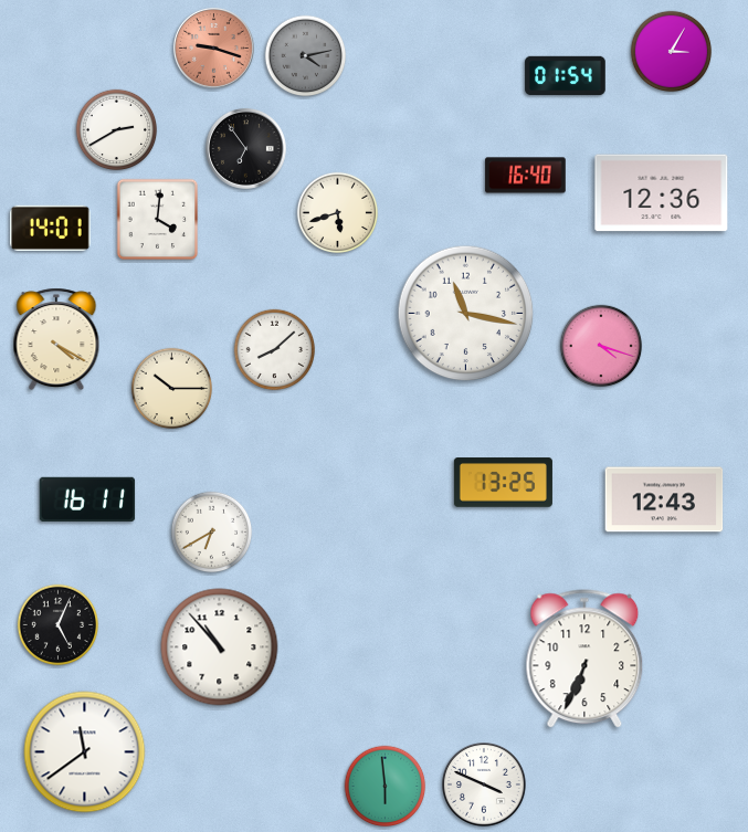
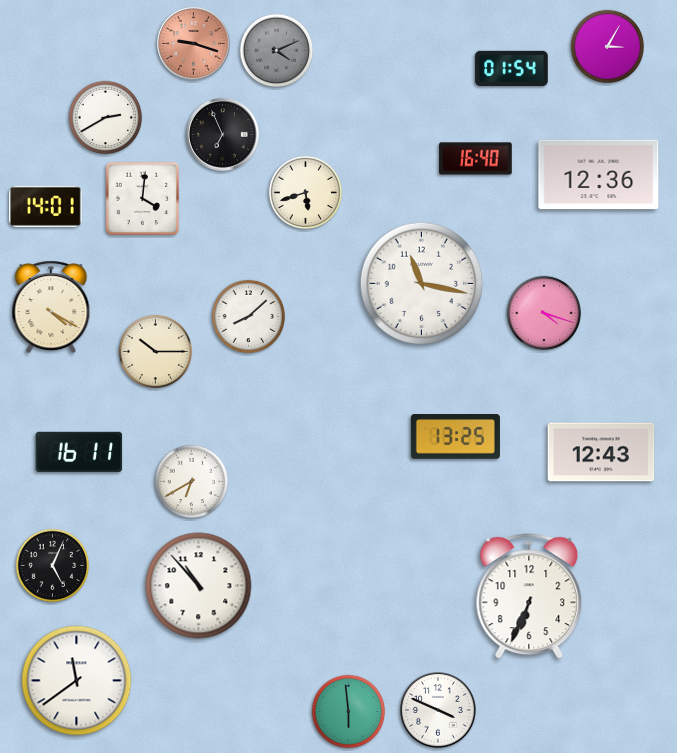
clock at (306, 56): 4:13 -> 4:11
clock at (245, 148): 6:54 -> 6:56
